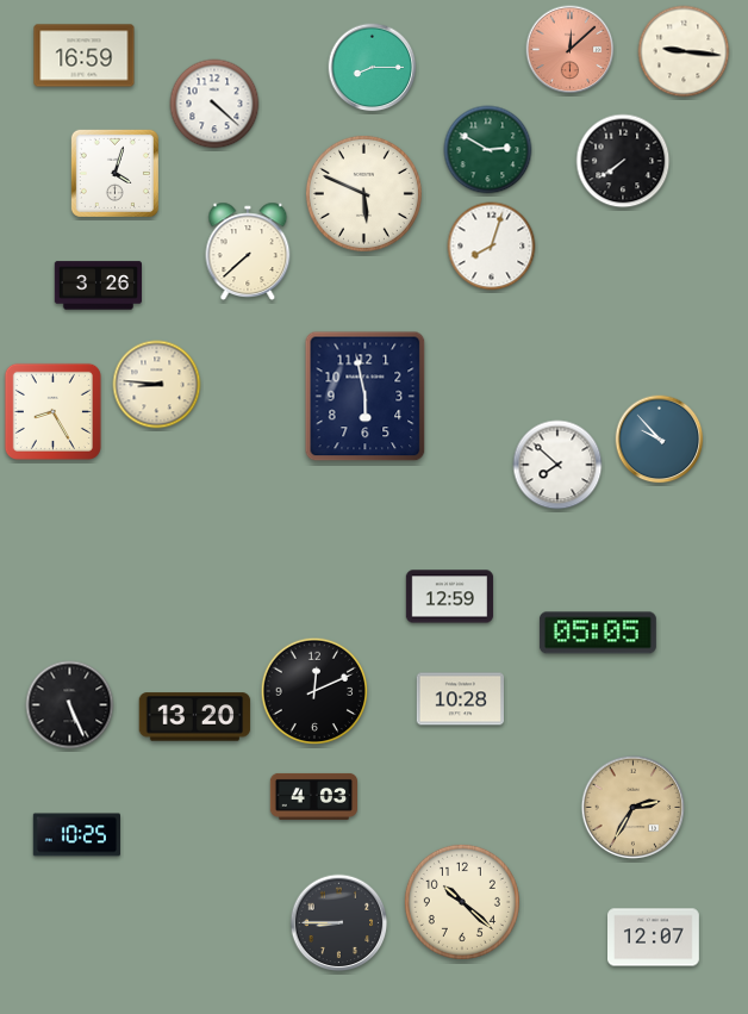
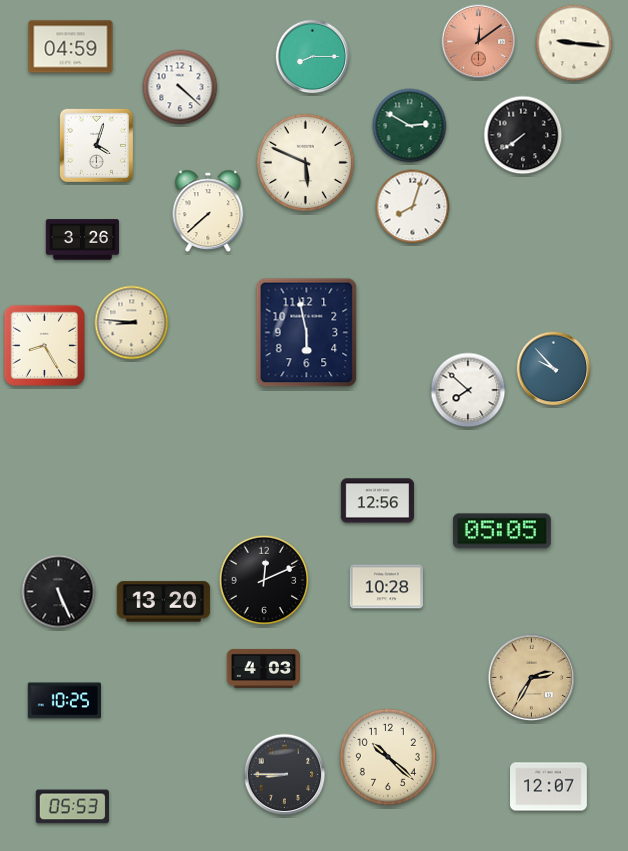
clock at (571, 50): 12:08 -> 12:09
clock at (85, 56): 16:59 -> 04:59
clock at (450, 597): 12:59 -> 12:56
clock at (72, 807): none -> 05:53
